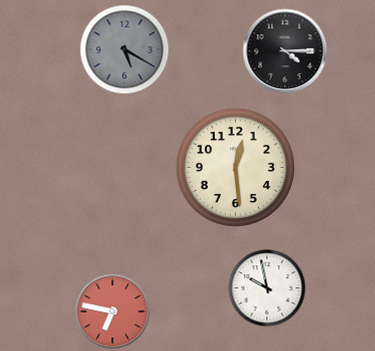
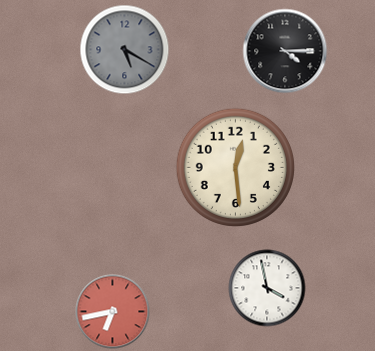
clock at (267, 288): 9:58 -> 3:58
clock at (113, 312): 6:47 -> 6:43
